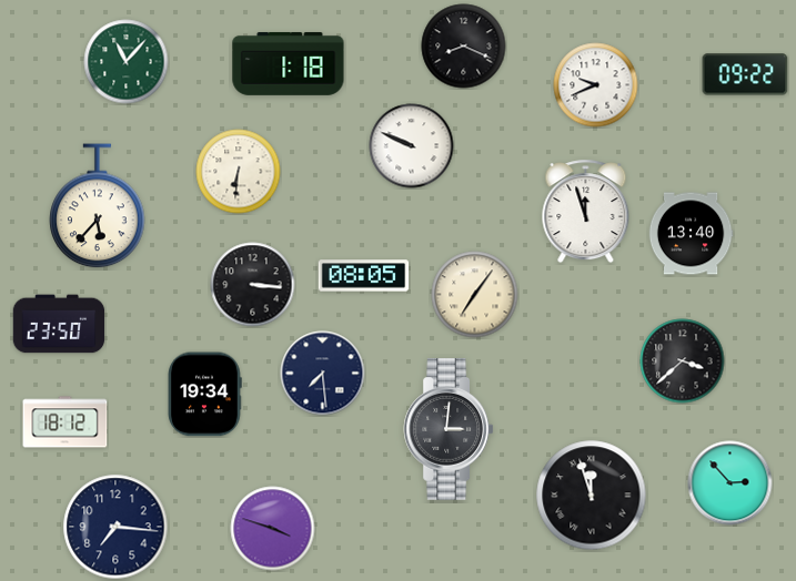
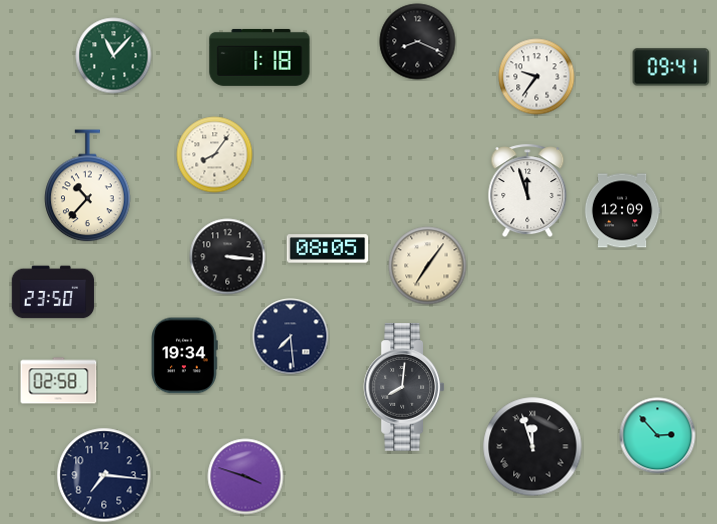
clock at (745, 74): 09:22 -> 09:41
clock at (596, 85): 9:41 -> 9:36
clock at (412, 146): 9:49 -> none
clock at (239, 172): 6:31 -> 8:06
clock at (98, 206): 5:37 -> 10:37
clock at (691, 234): 13:40 -> 12:09
clock at (683, 361): 3:38 -> none
clock at (66, 422): 18:12 -> 02:58
clock at (449, 429): 3:01 -> 8:01
